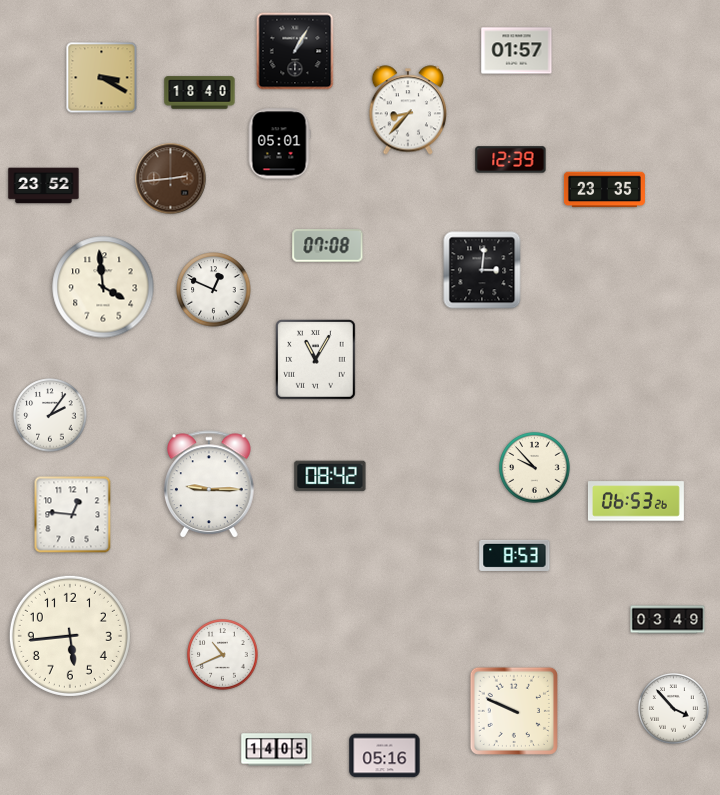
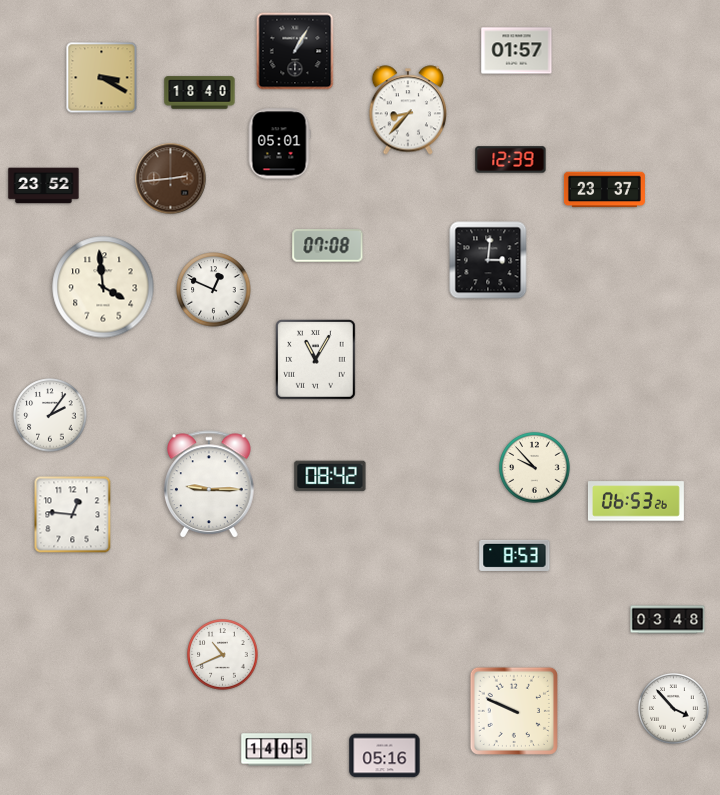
clock at (604, 190): 23:35 -> 23:37
clock at (482, 270) position: (482, 270) -> (488, 260)
clock at (668, 620): 03:49 -> 03:48
clock at (70, 636): 5:44 -> none
